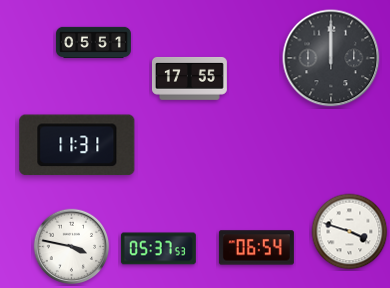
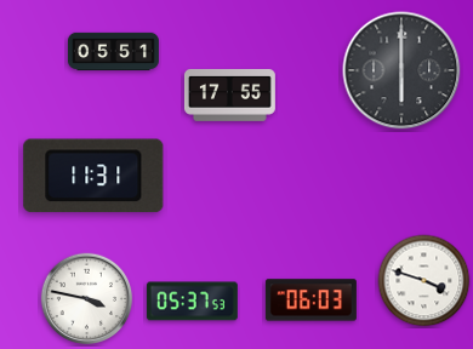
clock at (331, 58): 12:00 -> 6:00
clock at (256, 248): 06:54 -> 06:03
